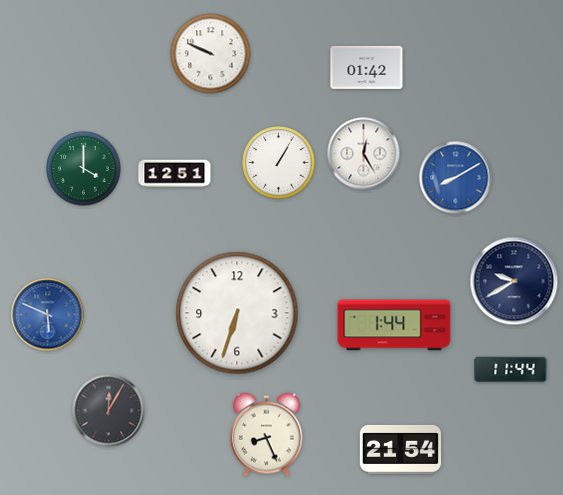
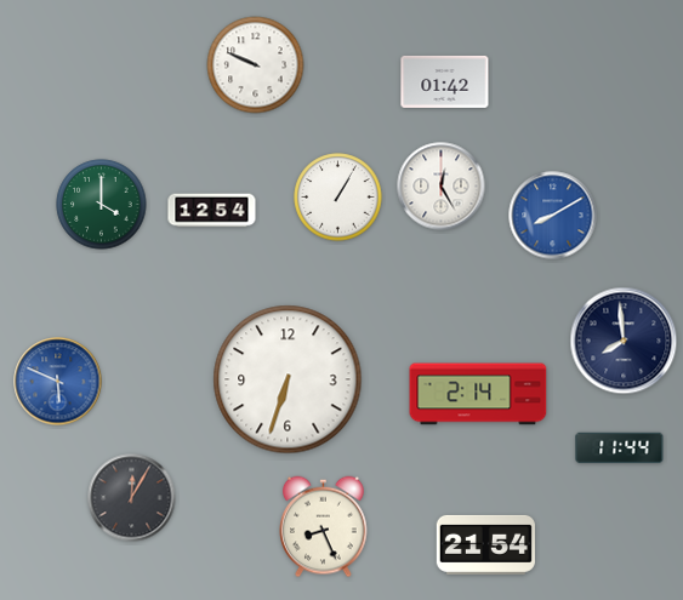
clock at (175, 174): 12:51 -> 12:54
clock at (514, 281): 9:40 -> 7:59
clock at (394, 325): 1:44 -> 2:14
